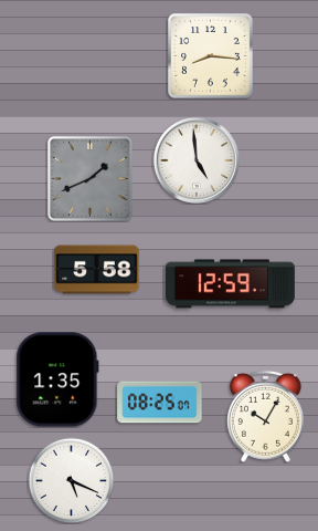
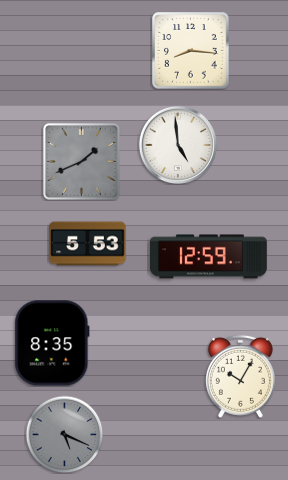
clock at (97, 270): 5:58 -> 5:53
clock at (57, 379): 1:35 -> 8:35
clock at (160, 403): 08:25 -> none
clock at (71, 480) dial: white -> grey
